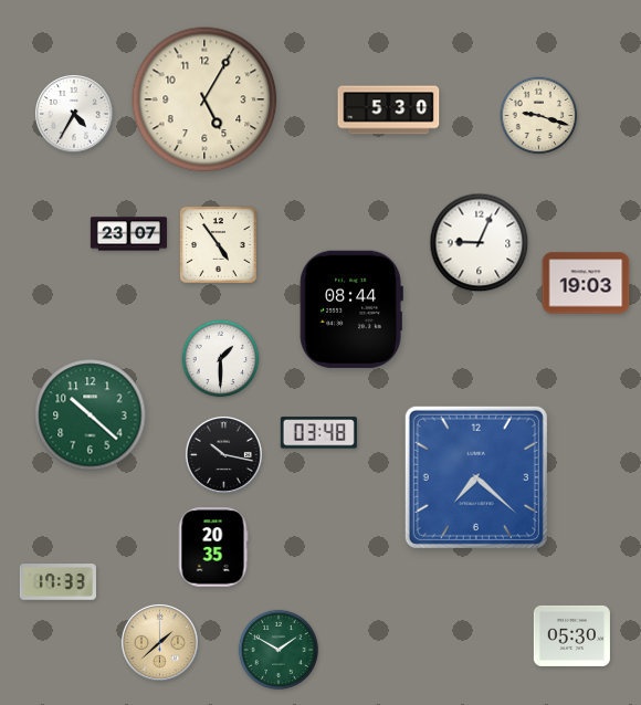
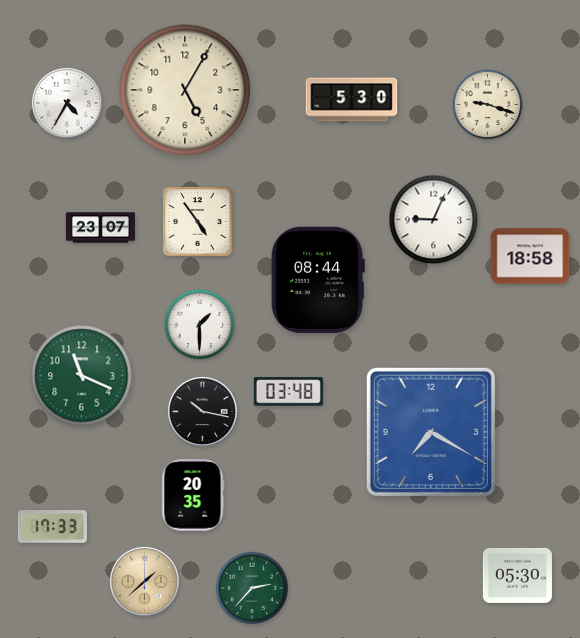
clock at (128, 234) position: (128, 234) -> (100, 228)
clock at (586, 283): 19:03 -> 18:58
clock at (91, 415): 10:22 -> 11:19
clock at (476, 477): 7:22 -> 7:20
clock at (277, 649): 1:50 -> 2:37
